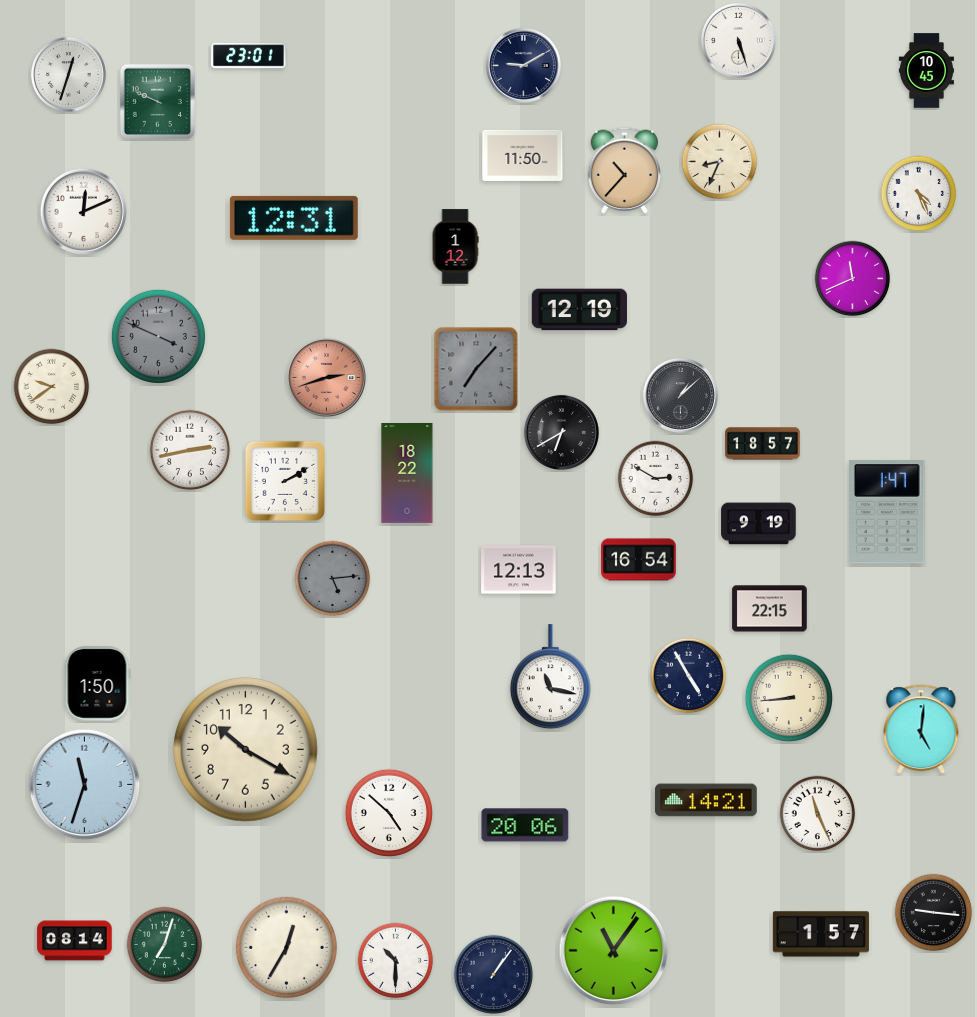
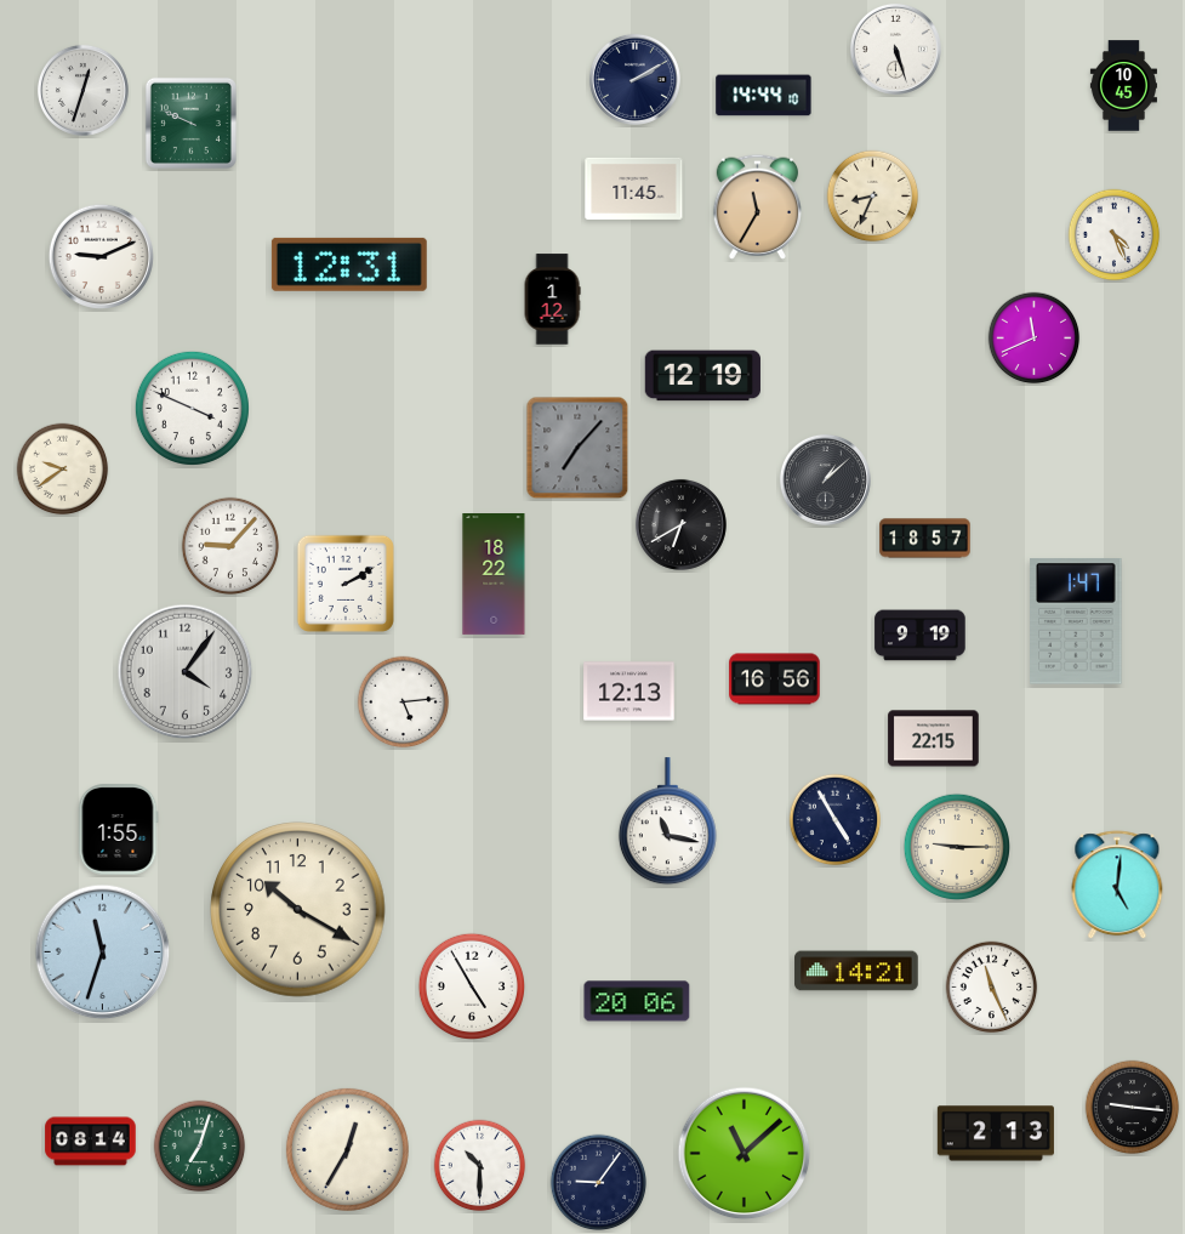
clock at (249, 56): 23:01 -> none
clock at (523, 65): 9:10 -> 2:10
clock at (764, 96): none -> 14:44
clock at (523, 155): 11:50 -> 11:45
clock at (624, 170): 10:37 -> 11:35
clock at (83, 211): 12:11 -> 9:11
clock at (294, 218) position: (294, 218) -> (349, 265)
clock at (158, 336) dial: grey -> white
clock at (326, 377): 2:42 -> none
clock at (190, 450): 2:43 -> 9:07
clock at (656, 479): 2:50 -> none
clock at (186, 672): none -> 4:06
clock at (639, 560): 16:54 -> 16:56
clock at (333, 579) dial: grey -> white
clock at (97, 684): 1:50 -> 1:55
clock at (788, 697): 8:44 -> 9:15
clock at (388, 812): 4:52 -> 4:55
clock at (821, 934): 1:57 -> 2:13
clock at (614, 951): 11:06 -> 11:08
clock at (494, 975): 1:06 -> 9:06
